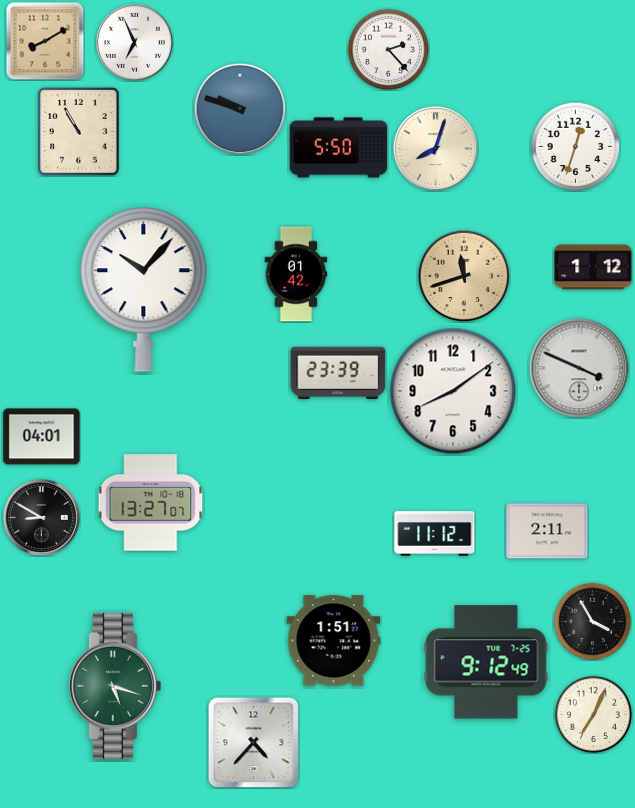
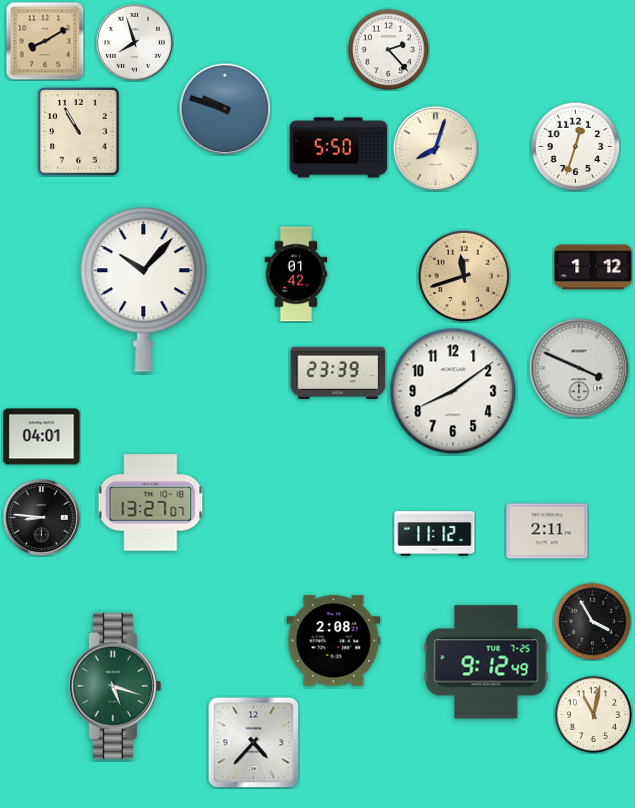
clock at (135, 43): 6:56 -> 7:57
clock at (240, 109) position: (240, 109) -> (225, 109)
clock at (42, 518): 8:50 -> 8:46
clock at (334, 641): 1:51 -> 2:08
clock at (593, 714): 7:04 -> 11:02
